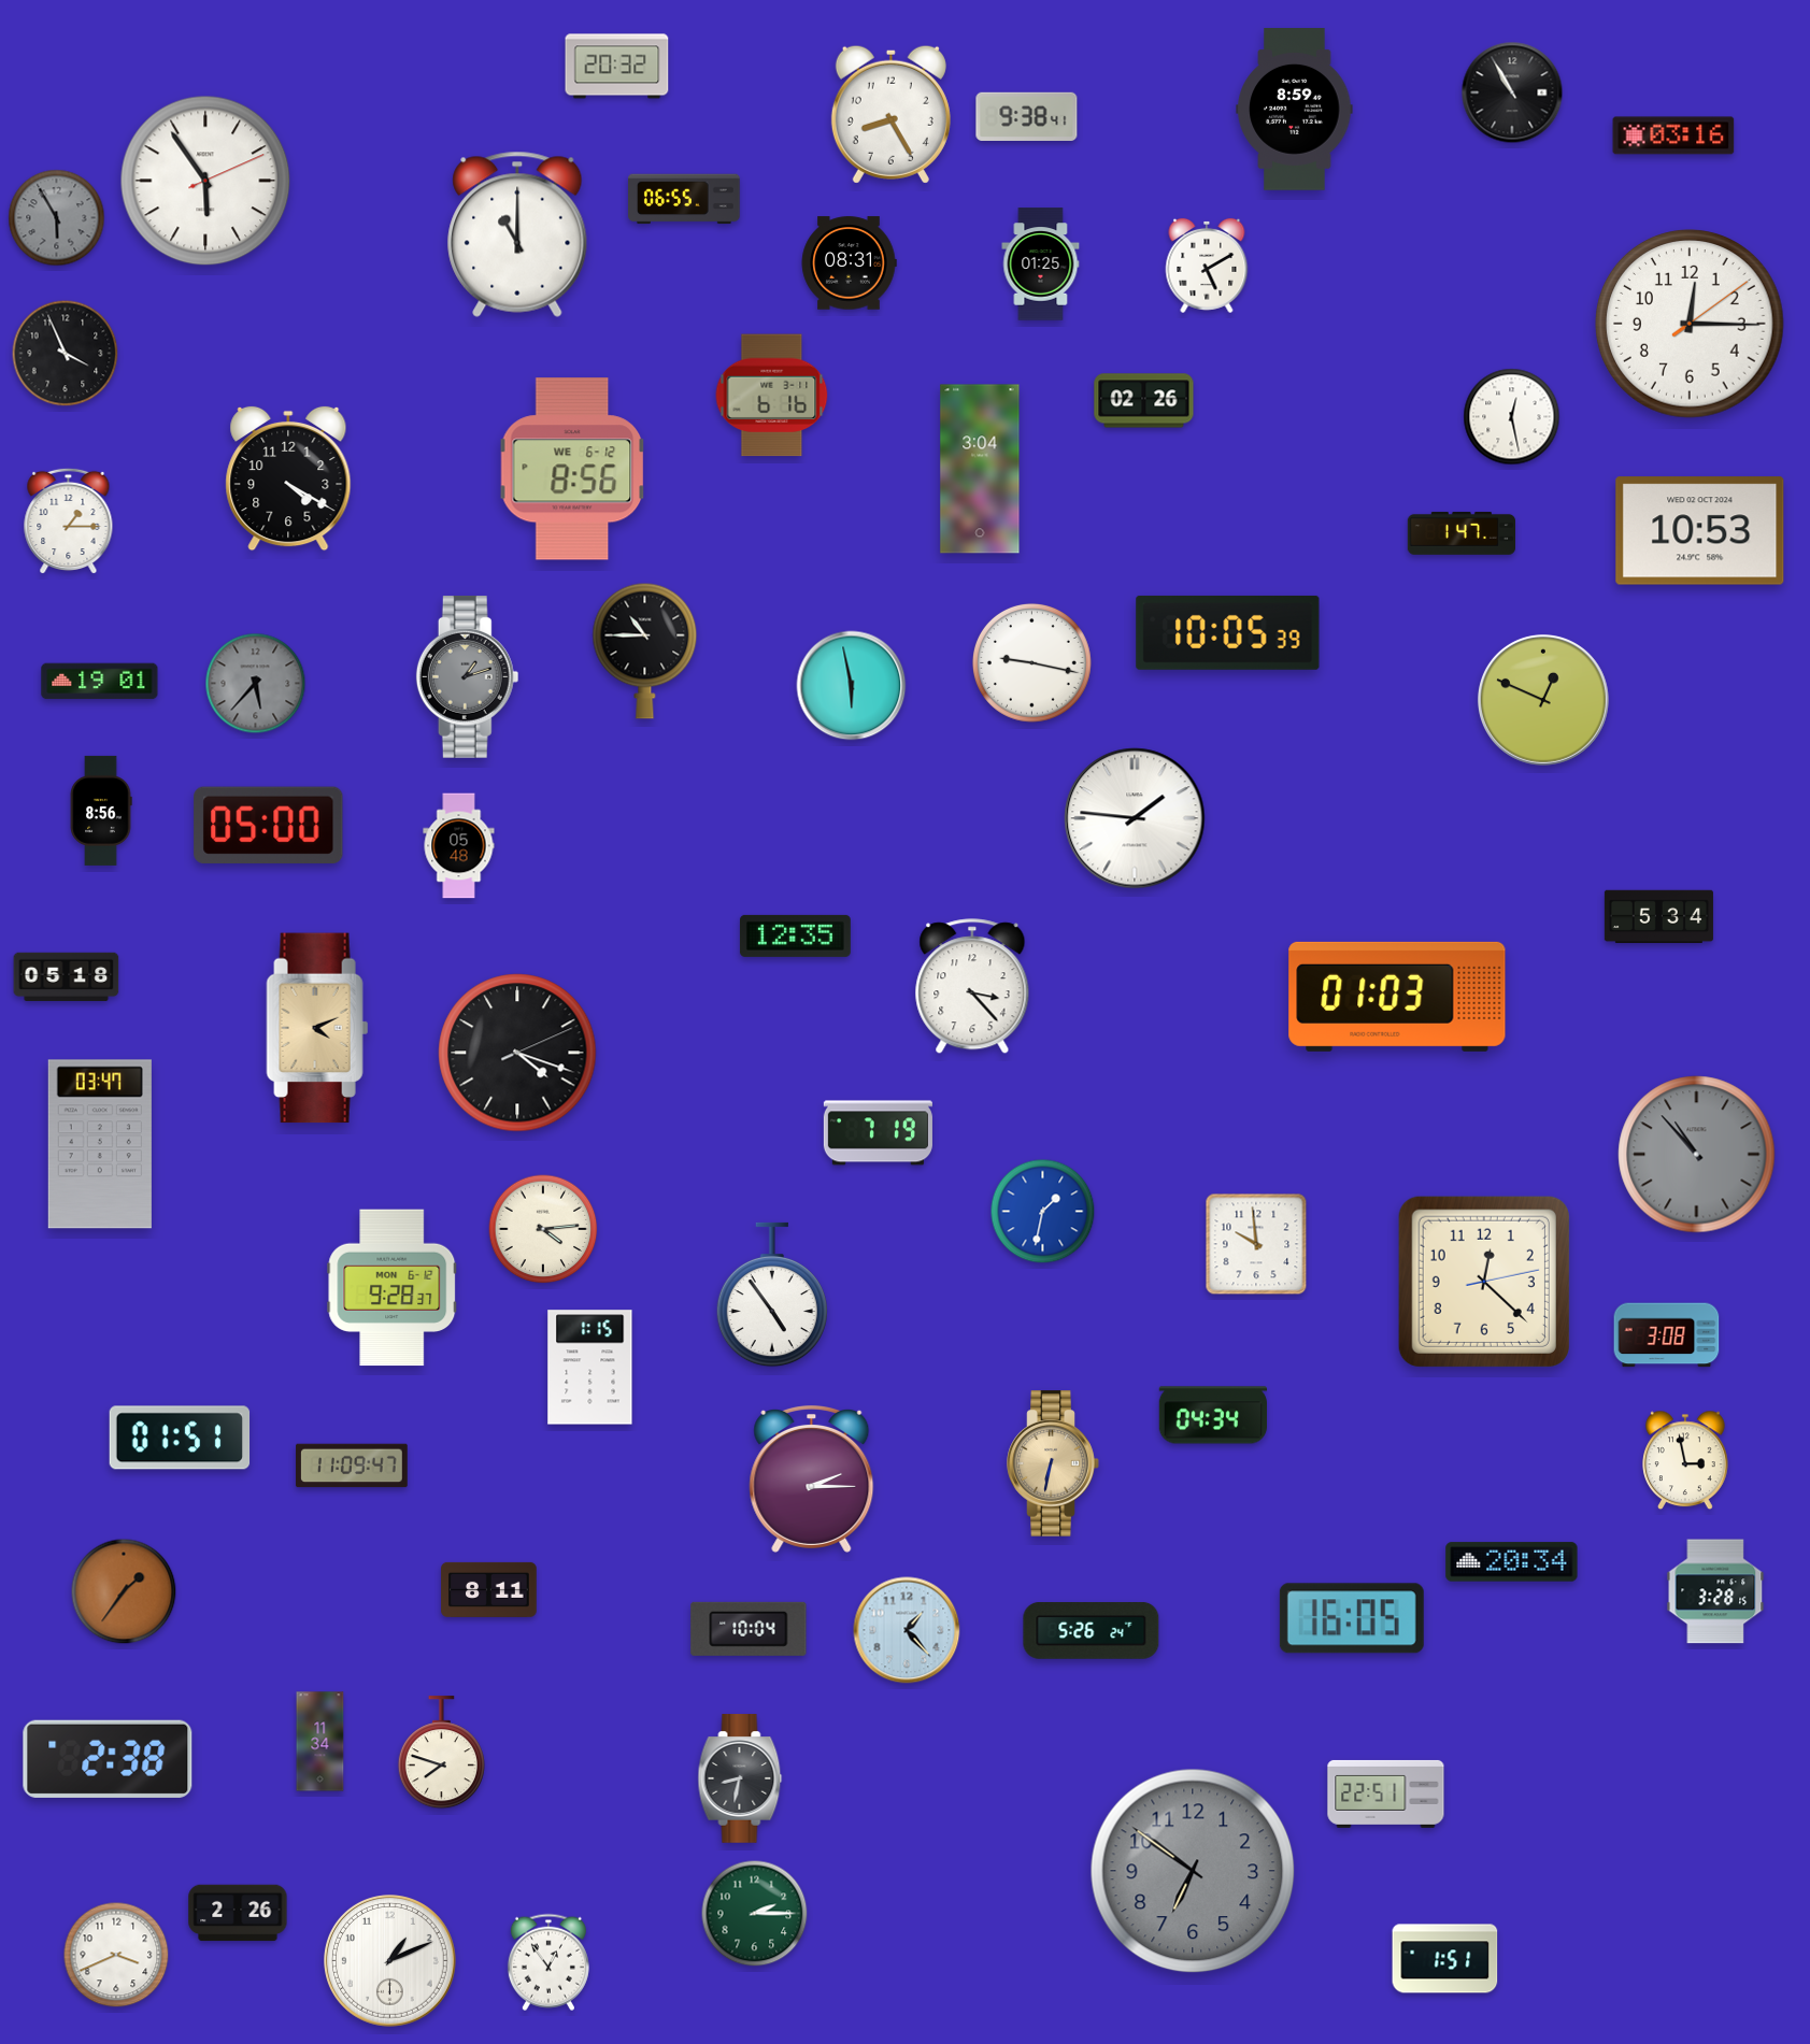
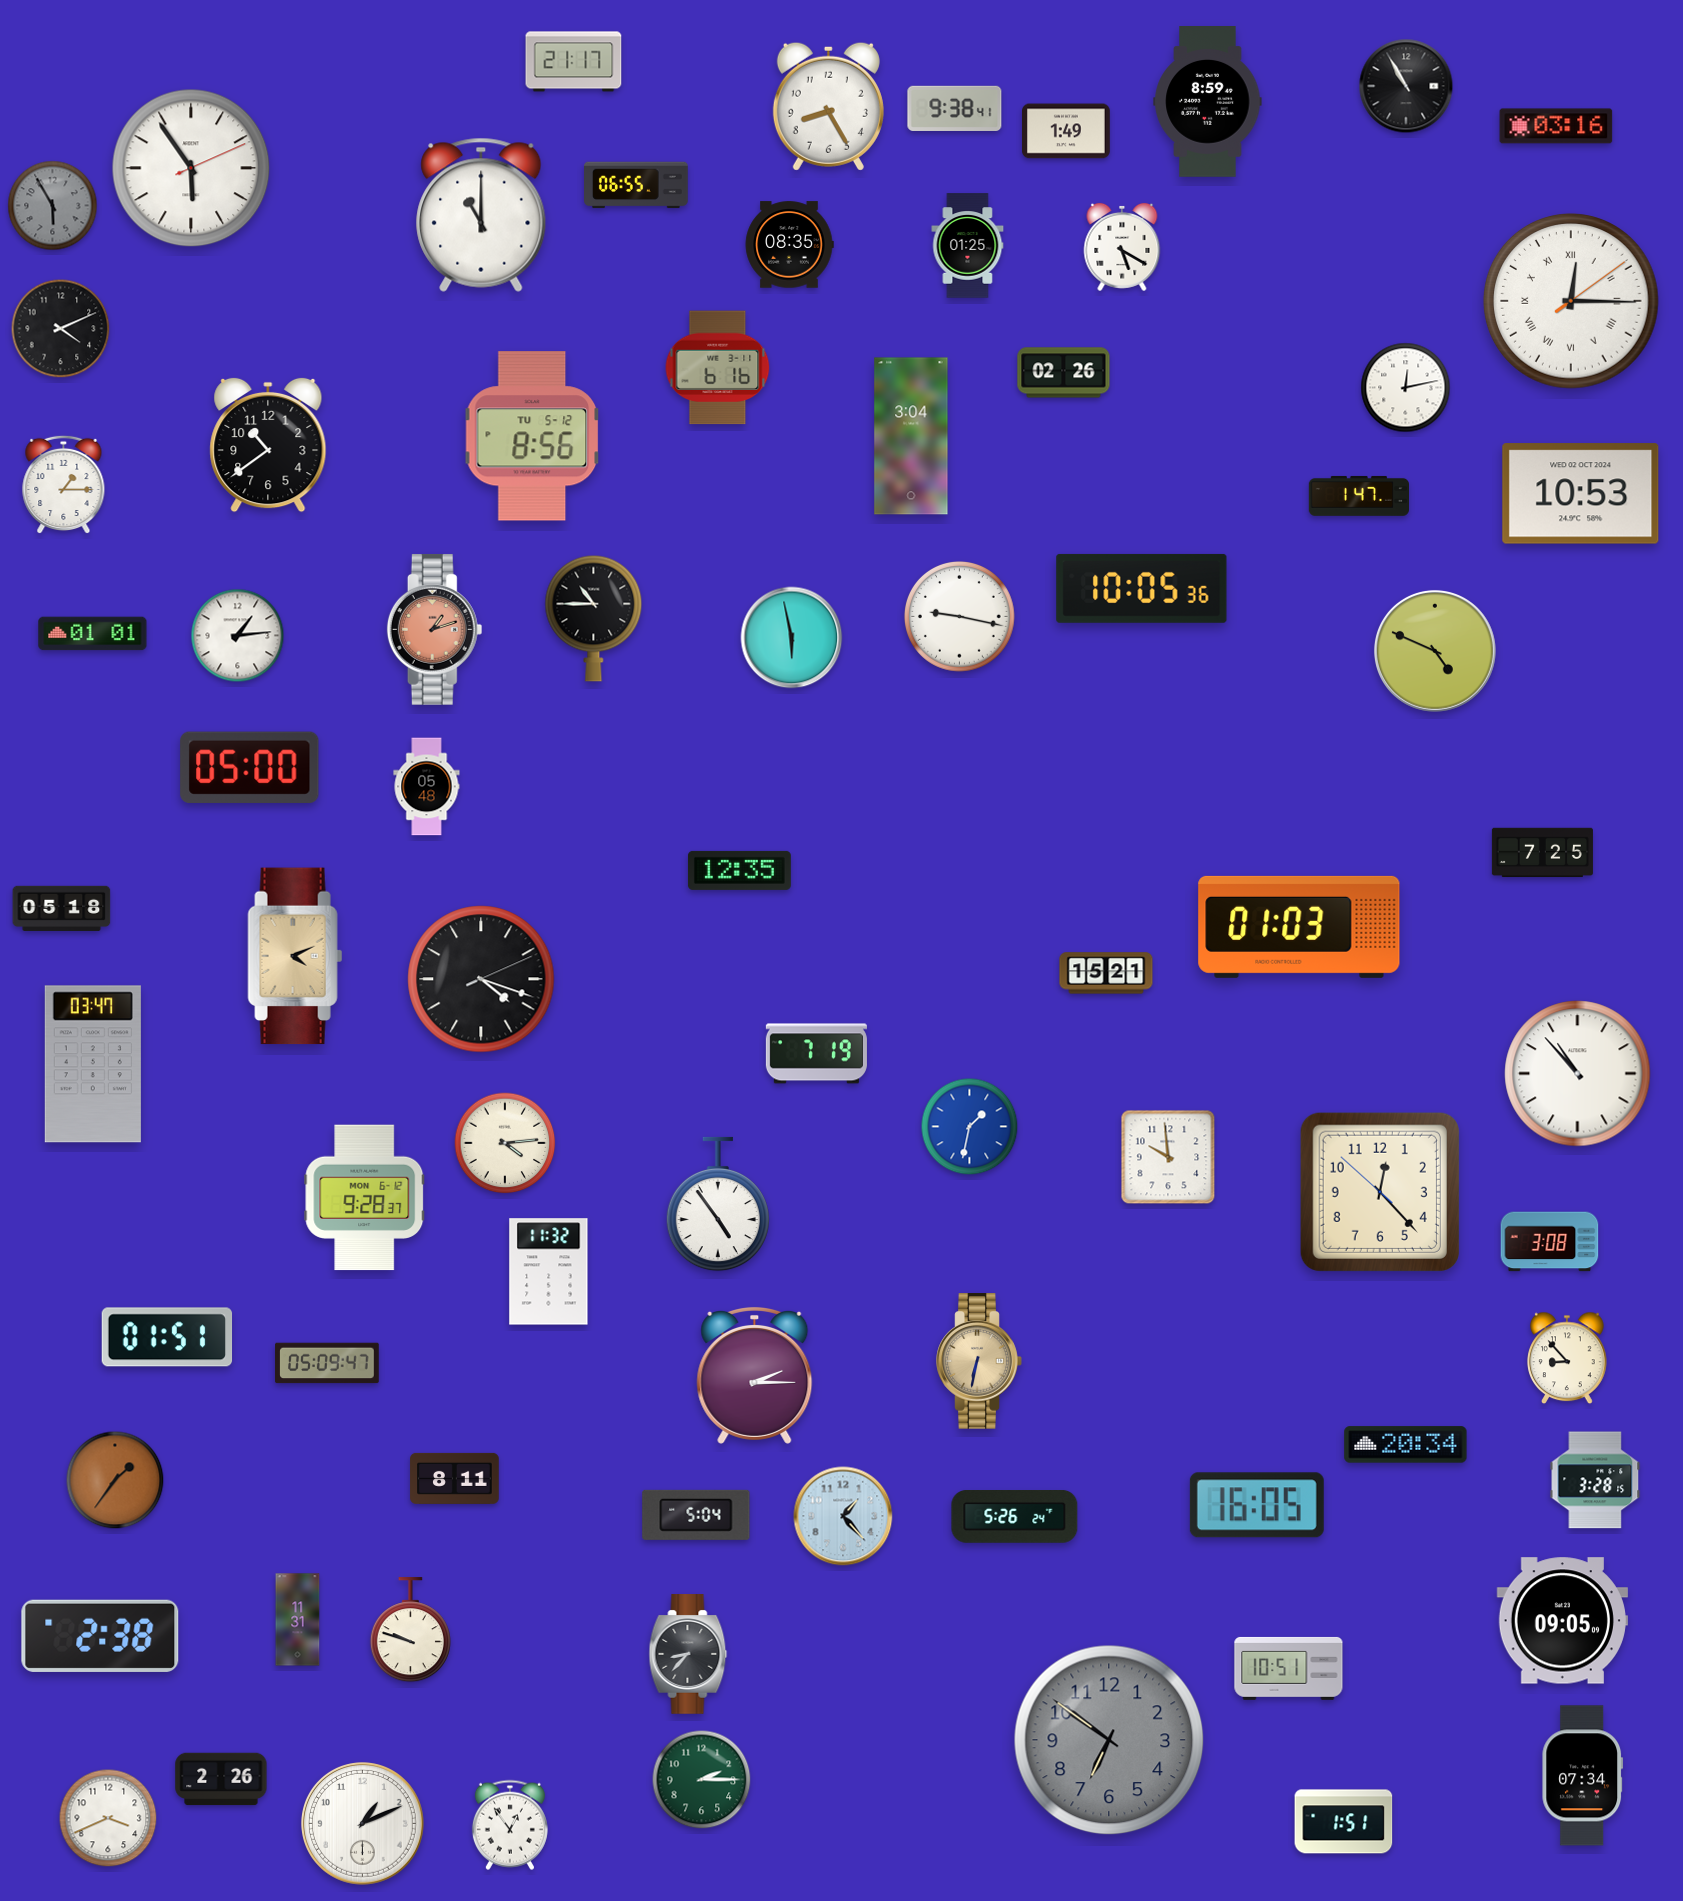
clock at (617, 67): 20:32 -> 21:17
clock at (1295, 110) position: (1295, 110) -> (1208, 102)
clock at (1067, 131): none -> 1:49
clock at (57, 218) position: (57, 218) -> (53, 206)
clock at (517, 234) position: (517, 234) -> (481, 215)
clock at (849, 263): 08:31 -> 08:35
clock at (1207, 266): 5:10 -> 5:20
clock at (1690, 324) numerals: Arabic -> Roman
clock at (66, 354): 3:56 -> 4:11
clock at (1512, 417): 12:28 -> 12:13
clock at (572, 469) date: WE 6-12 -> TU 5-12
clock at (288, 478): 4:20 -> 10:39
clock at (1228, 632): 10:05:39 -> 10:05:36
clock at (645, 651) position: (645, 651) -> (594, 618)
clock at (468, 677) dial: grey -> salmon
clock at (100, 682): 19:01 -> 01:01
clock at (256, 684): 5:37 -> 1:14
clock at (256, 684) dial: grey -> white
clock at (1543, 700): 12:49 -> 4:49
clock at (101, 811): 8:56 -> none
clock at (1135, 818): 1:46 -> none
clock at (1658, 917): 5:34 -> 7:25
clock at (972, 987): 3:23 -> none
clock at (1106, 973): none -> 15:21
clock at (1697, 1155) dial: grey -> white
clock at (1484, 1282): 12:22:13 -> 12:22:52
clock at (590, 1368): 1:15 -> 11:32
clock at (1213, 1415): 04:34 -> none
clock at (1685, 1460): 2:58 -> 8:53
clock at (352, 1466): 11:09 -> 05:09
clock at (1512, 1562) position: (1512, 1562) -> (1406, 1445)
clock at (749, 1629): 10:04 -> 5:04
clock at (320, 1742): 11:34 -> 11:31
clock at (1562, 1621): none -> 09:05
clock at (441, 1753): 7:48 -> 9:48
clock at (740, 1778): 8:32 -> 8:37
clock at (1386, 1793): 22:51 -> 10:51
clock at (1582, 1776): none -> 07:34
